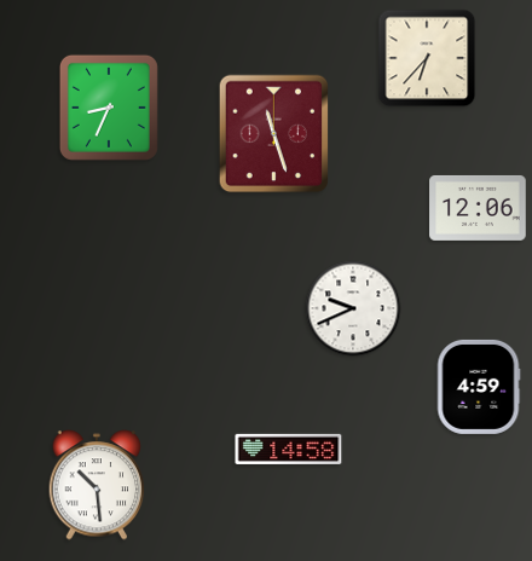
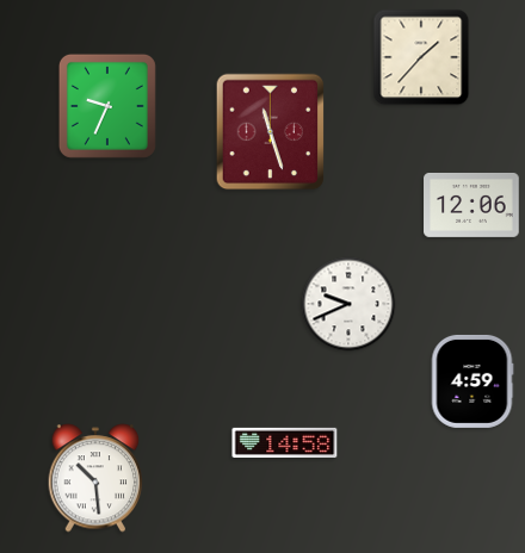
clock at (427, 58): 6:37 -> 1:37
clock at (109, 108): 8:34 -> 9:34
